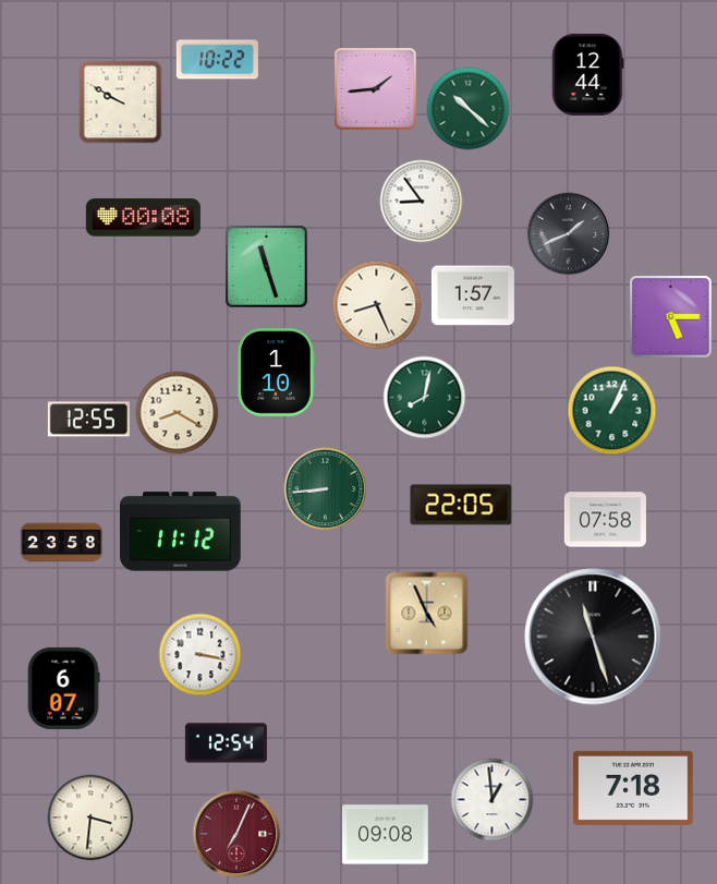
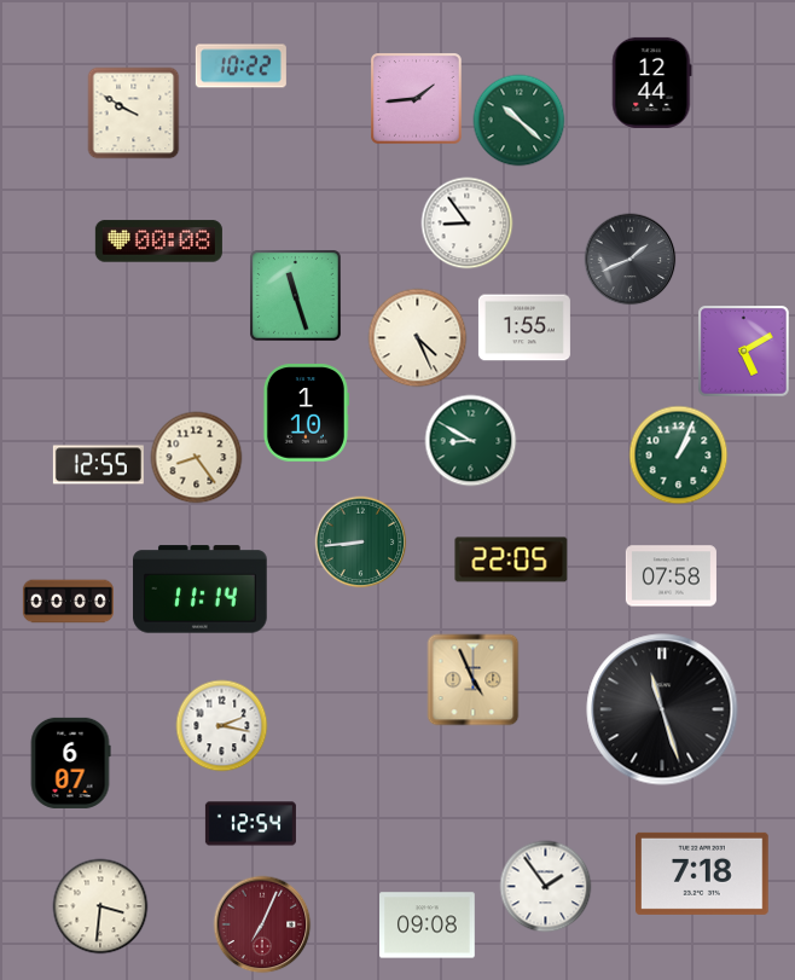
clock at (473, 295): 1:57 -> 1:55
clock at (377, 305): 8:26 -> 4:26
clock at (671, 317): 5:15 -> 5:10
clock at (425, 398): 8:02 -> 8:50
clock at (178, 413): 8:20 -> 8:24
clock at (181, 532): 11:12 -> 11:14
clock at (61, 543): 23:58 -> 00:00
clock at (593, 637) position: (593, 637) -> (662, 709)
clock at (200, 655): 3:17 -> 2:17
clock at (493, 800): 12:59 -> 1:54
